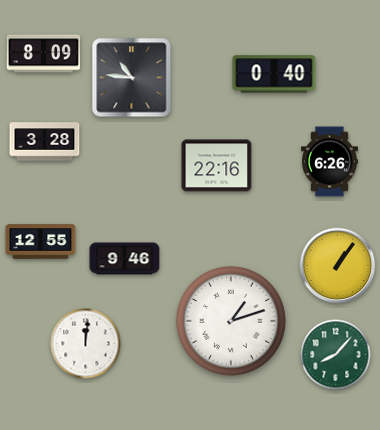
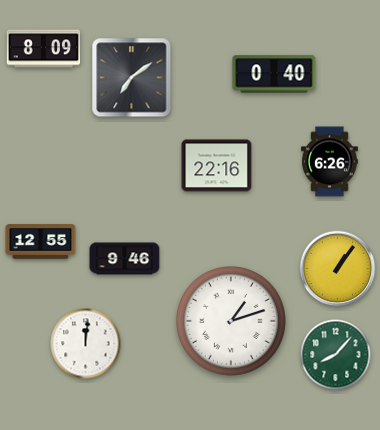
clock at (44, 54) position: (44, 54) -> (44, 49)
clock at (132, 78): 10:46 -> 7:09
clock at (45, 142): 3:28 -> none
clock at (338, 266) position: (338, 266) -> (338, 269)
